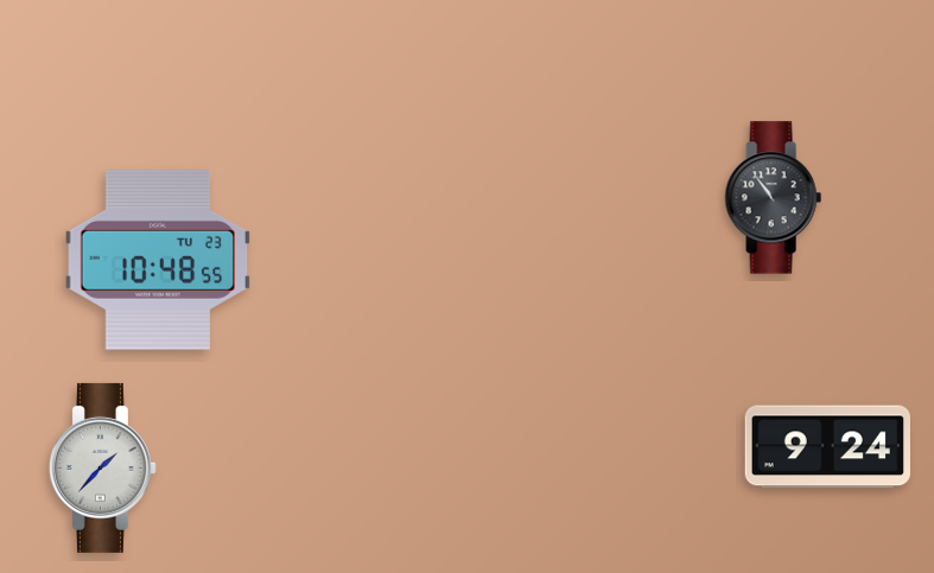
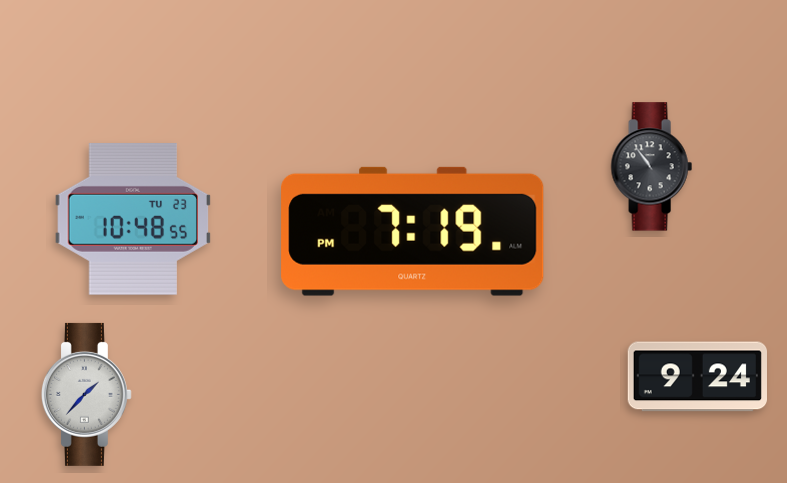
clock at (413, 231): none -> 7:19
